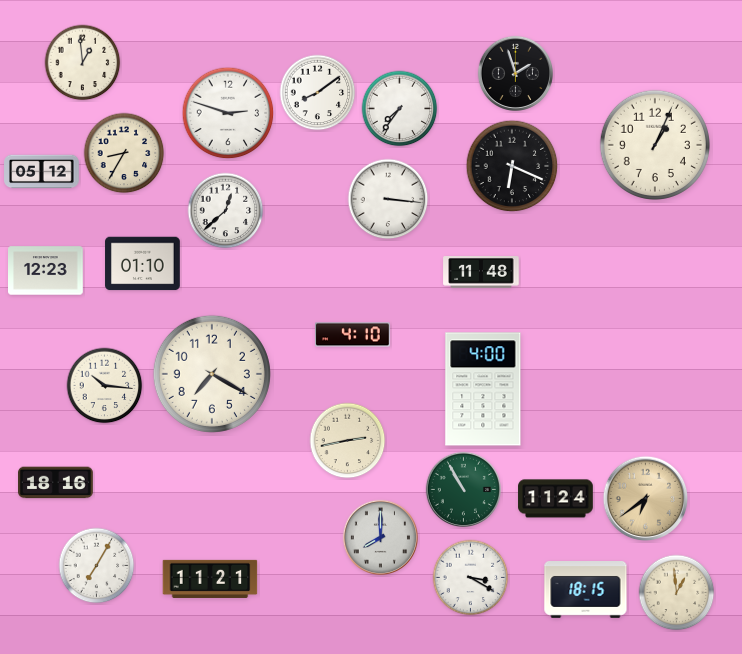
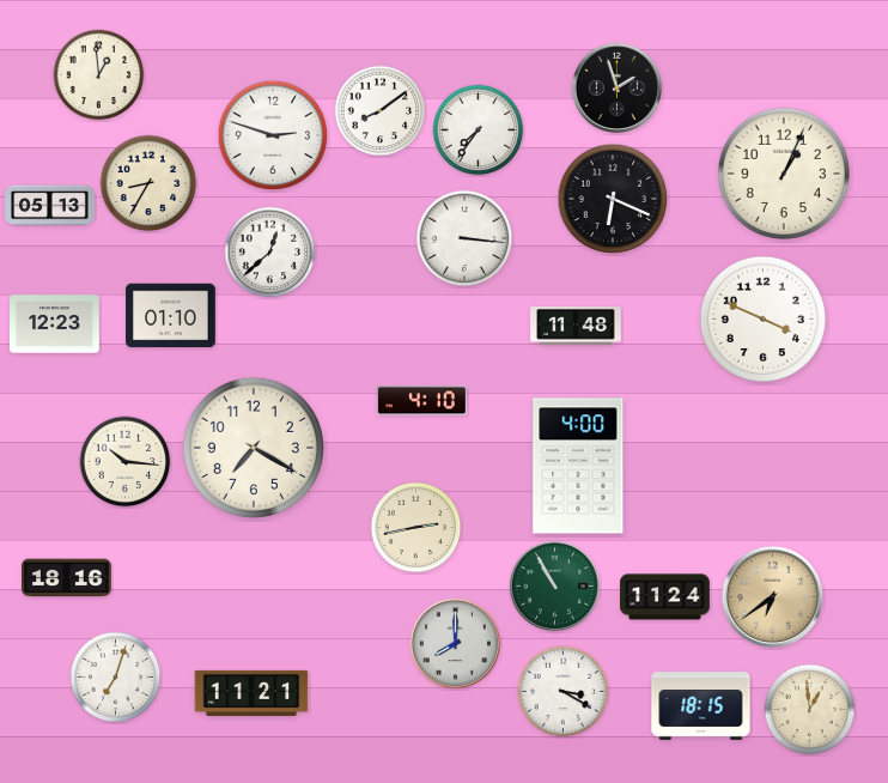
clock at (42, 172): 05:12 -> 05:13
clock at (762, 318): none -> 3:49
clock at (97, 566): 7:05 -> 7:03
